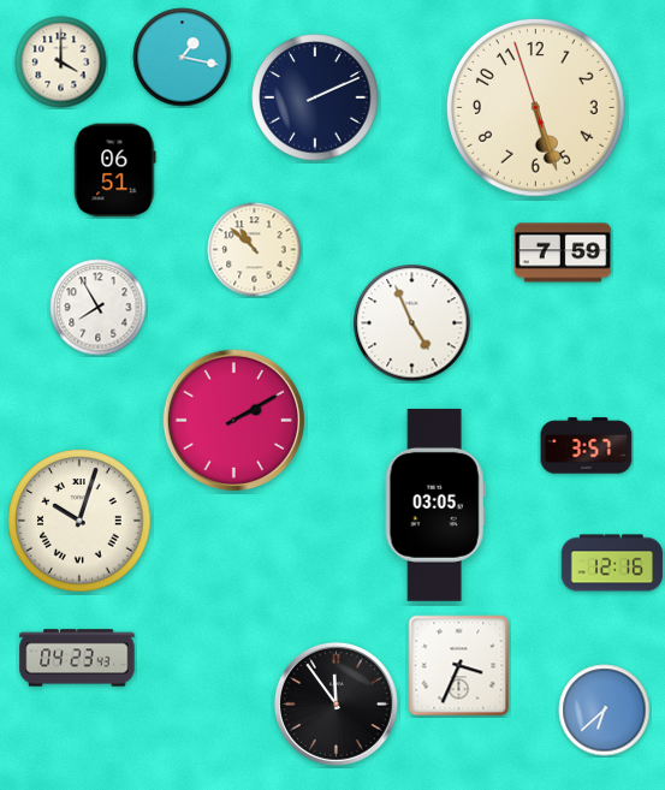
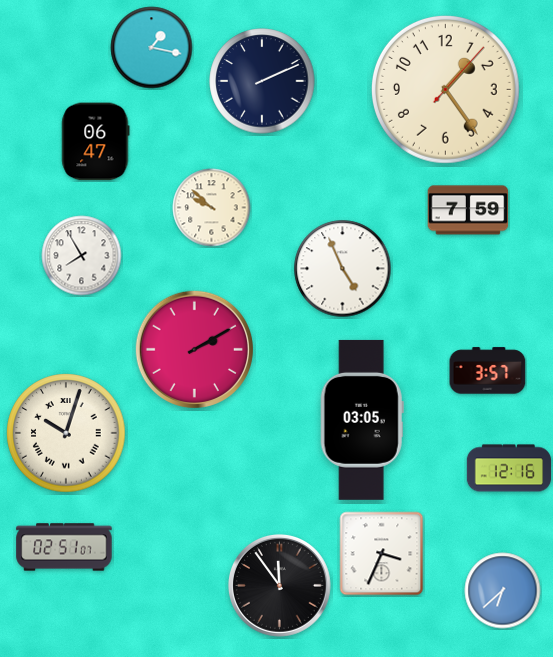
clock at (61, 63): 4:00 -> none
clock at (535, 107): 5:26 -> 1:24
clock at (115, 171): 06:51 -> 06:47
clock at (255, 250): 10:52 -> 9:52
clock at (77, 658): 04:23 -> 02:51
